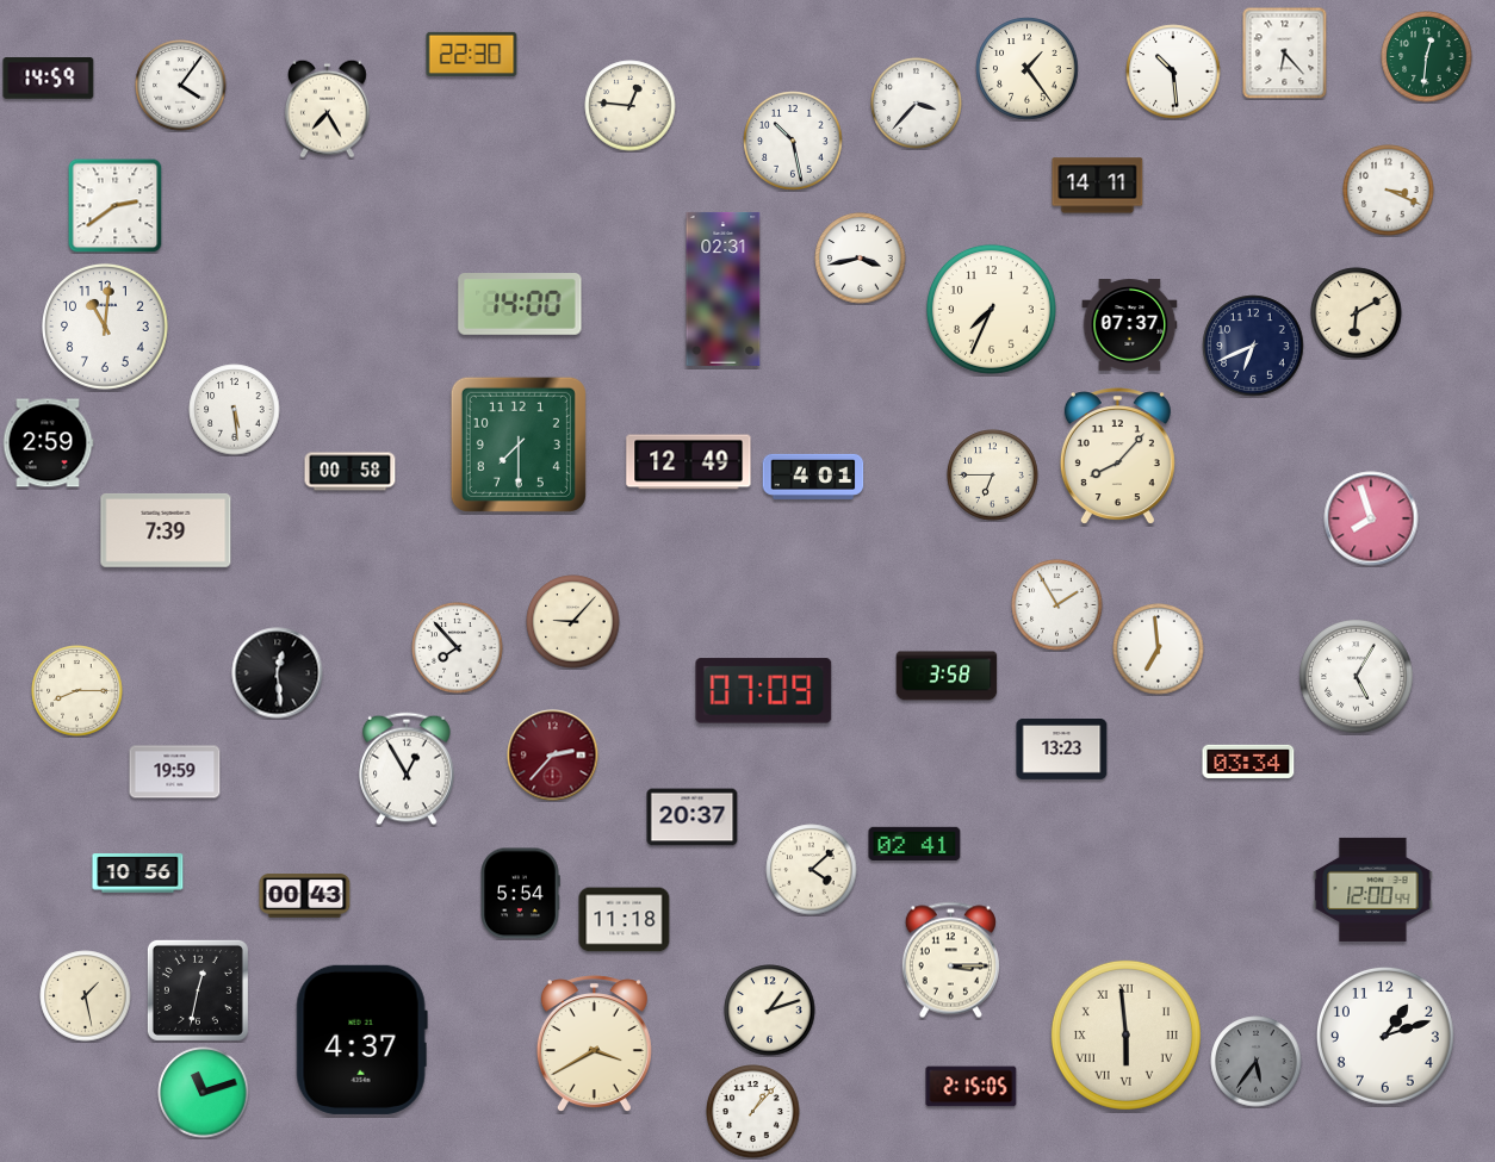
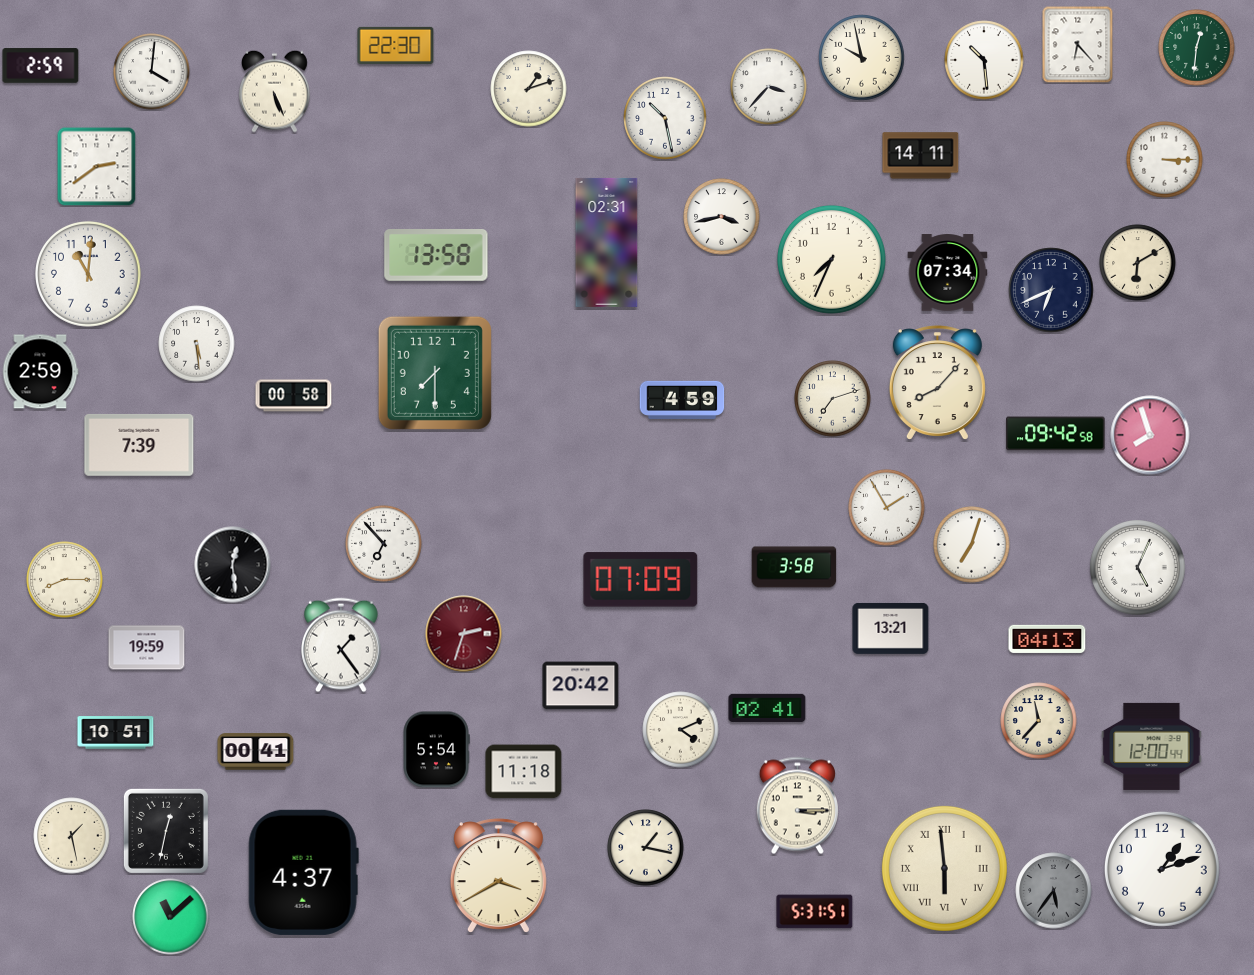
clock at (1028, 69): 1:24 -> 9:58
clock at (49, 79): 14:59 -> 2:59
clock at (181, 86): 4:06 -> 4:01
clock at (631, 106): 12:46 -> 1:12
clock at (327, 108): 7:25 -> 5:26
clock at (1389, 191): 3:19 -> 3:15
clock at (116, 206) position: (116, 206) -> (97, 167)
clock at (520, 305): 14:00 -> 13:58
clock at (1130, 325): 07:37 -> 07:34
clock at (689, 462): 12:49 -> none
clock at (993, 476): 6:45 -> 7:12
clock at (813, 477): 4:01 -> 4:59
clock at (1056, 434): none -> 09:42
clock at (573, 622): 9:07 -> none
clock at (458, 648): 7:53 -> 6:53
clock at (1159, 650): 6:59 -> 7:03
clock at (1357, 677): 5:05 -> 5:04
clock at (1062, 748): 13:23 -> 13:21
clock at (553, 756): 2:37 -> 2:33
clock at (1248, 762): 03:34 -> 04:13
clock at (407, 769): 12:55 -> 1:24
clock at (693, 818): 20:37 -> 20:42
clock at (1039, 721): none -> 11:37
clock at (812, 870): 4:08 -> 4:11
clock at (138, 874): 10:56 -> 10:51
clock at (305, 896): 00:43 -> 00:41
clock at (770, 1011): 1:12 -> 1:17
clock at (972, 1087): 2:15 -> 5:31
clock at (204, 1093): 11:12 -> 11:08
clock at (753, 1112): 1:07 -> none
